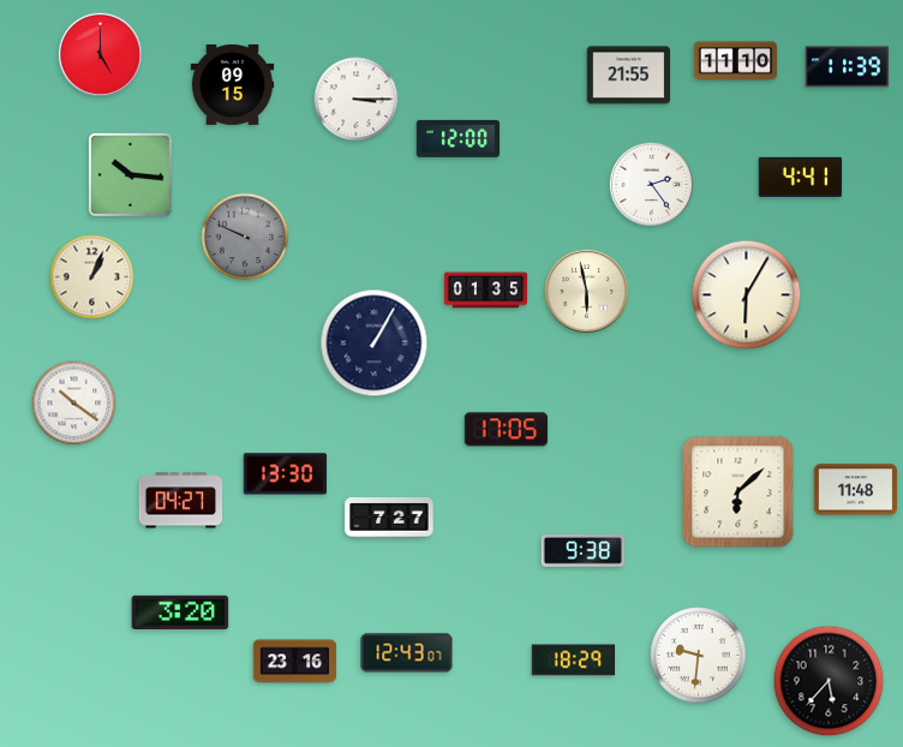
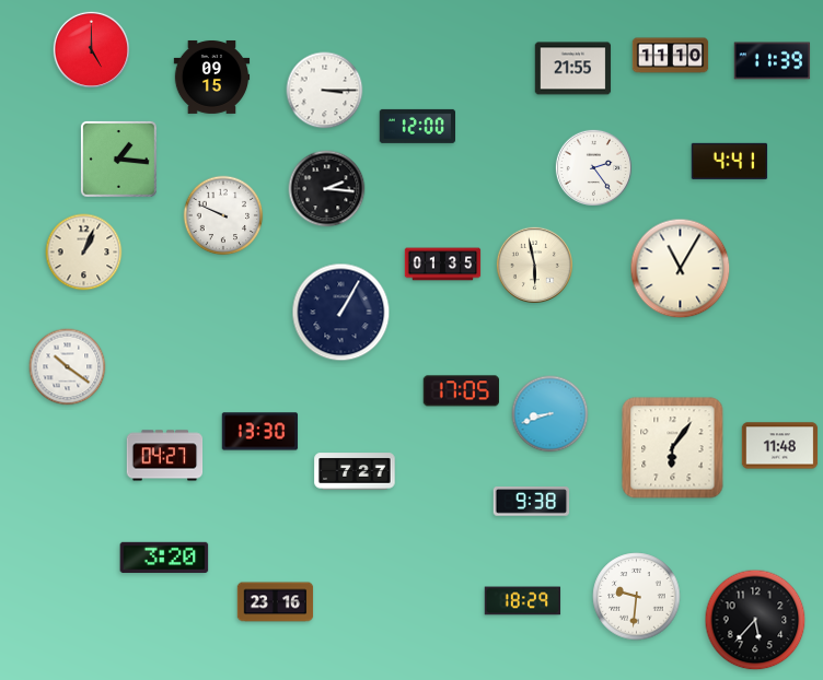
clock at (131, 175): 10:16 -> 1:16
clock at (327, 189): none -> 2:16
clock at (245, 237) dial: grey -> white
clock at (747, 295): 6:05 -> 11:05
clock at (550, 414): none -> 8:42
clock at (738, 492): 6:08 -> 6:06
clock at (407, 653): 12:43 -> none
clock at (295, 662) position: (295, 662) -> (276, 602)
